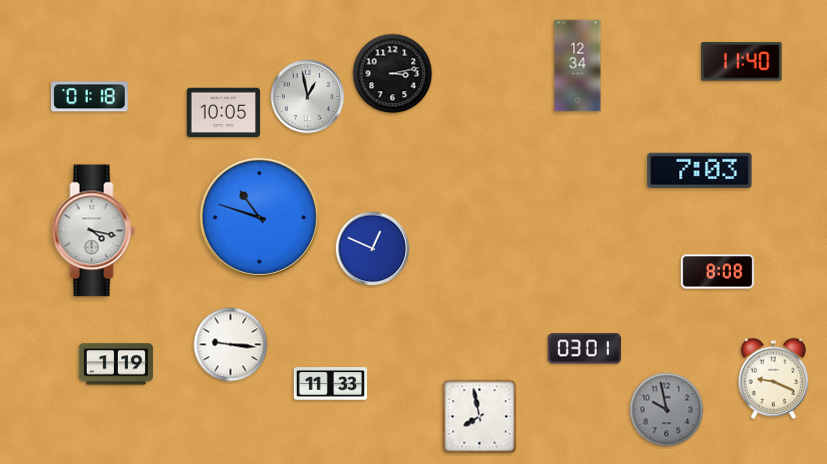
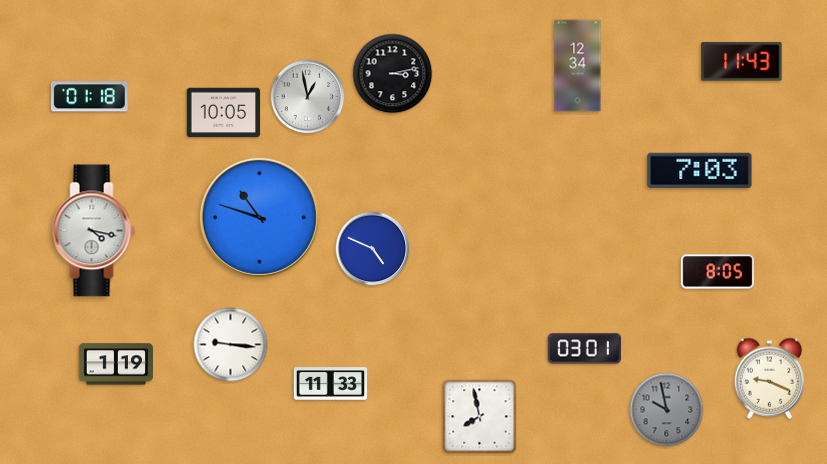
clock at (742, 62): 11:40 -> 11:43
clock at (373, 249): 12:49 -> 4:49
clock at (718, 272): 8:08 -> 8:05
clock at (774, 378) position: (774, 378) -> (770, 378)
